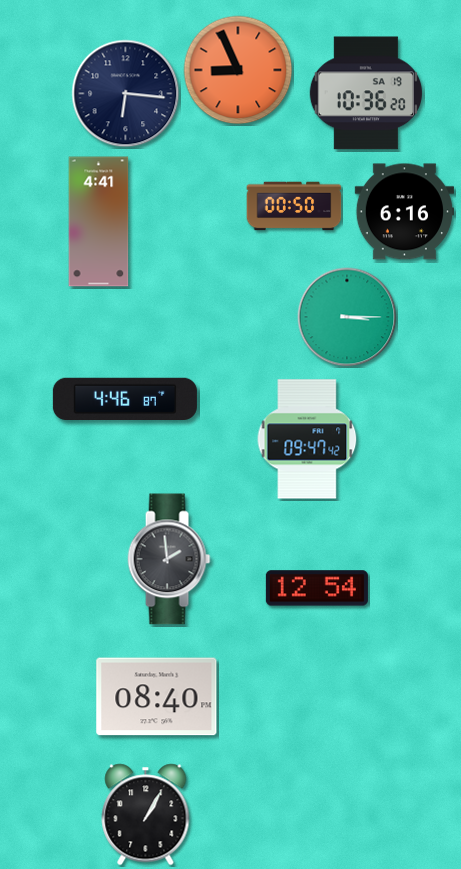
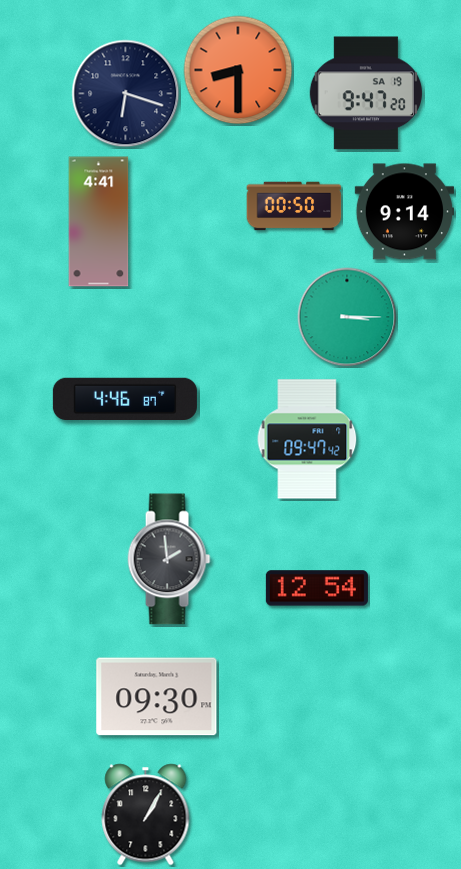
clock at (238, 70): 8:56 -> 8:30
clock at (365, 93): 10:36 -> 9:47
clock at (126, 94): 6:16 -> 6:18
clock at (404, 212): 6:16 -> 9:14
clock at (157, 697): 08:40 -> 09:30
